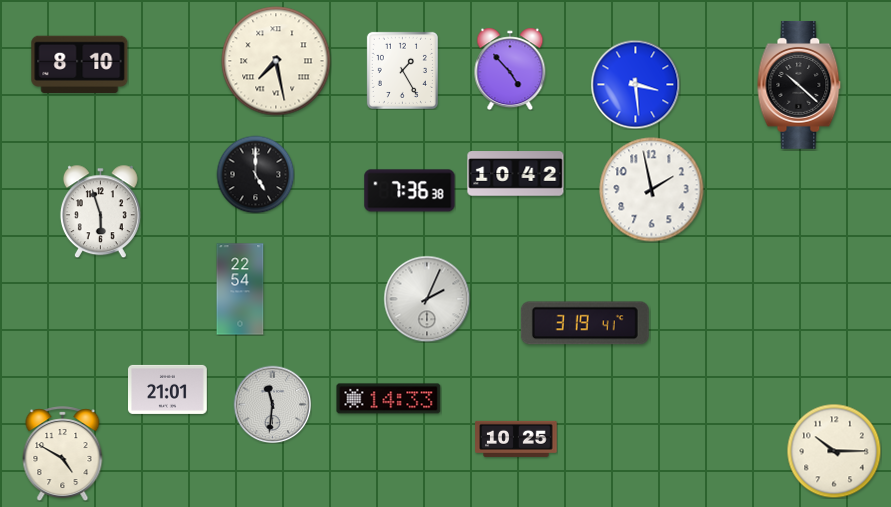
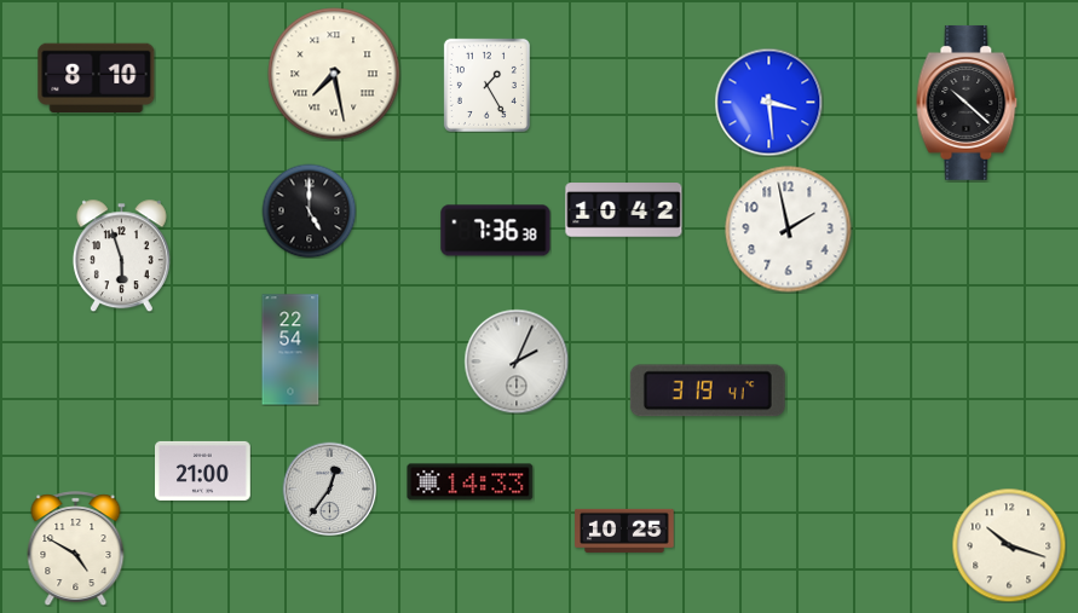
clock at (510, 69): 4:53 -> none
clock at (168, 389): 21:01 -> 21:00
clock at (272, 404): 11:31 -> 12:36
clock at (834, 451): 10:15 -> 10:18
